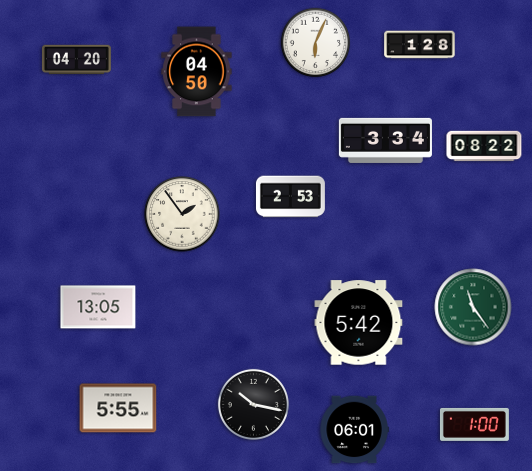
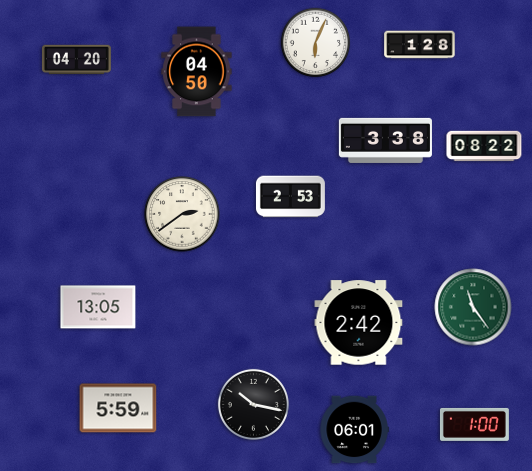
clock at (385, 140): 3:34 -> 3:38
clock at (182, 214): 1:54 -> 2:39
clock at (359, 323): 5:42 -> 2:42
clock at (118, 408): 5:55 -> 5:59
